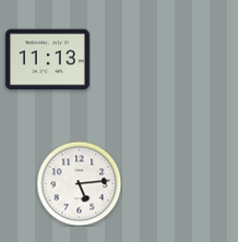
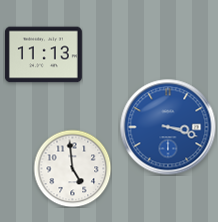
clock at (168, 127): none -> 3:18
clock at (79, 183): 5:14 -> 4:59
